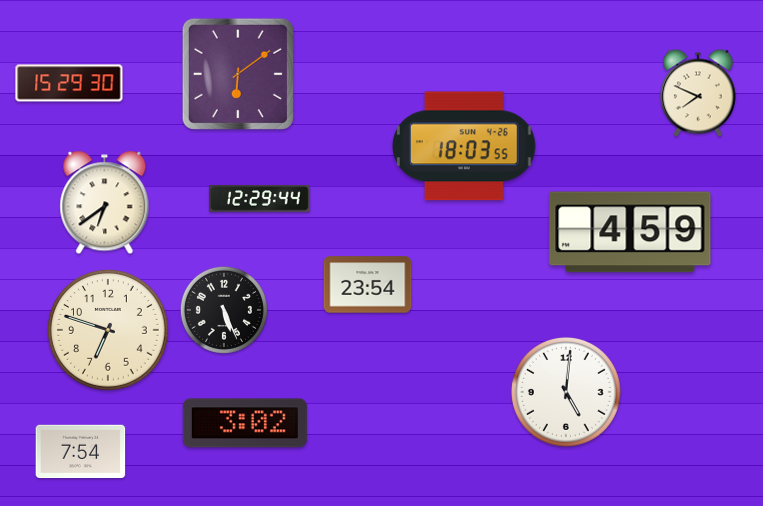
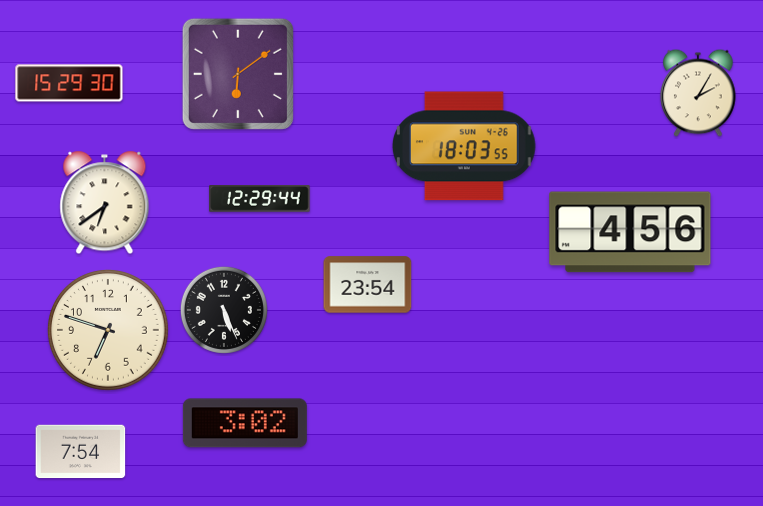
clock at (698, 93): 7:49 -> 2:05
clock at (630, 232): 4:59 -> 4:56
clock at (566, 392): 5:01 -> none
